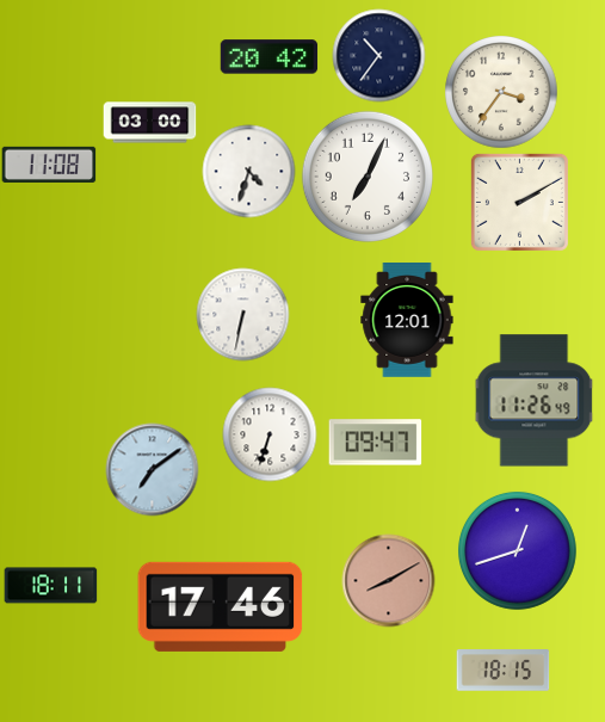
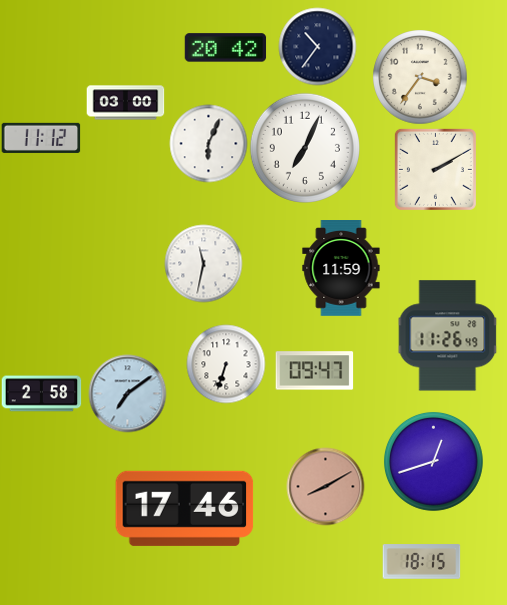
clock at (49, 165): 11:08 -> 11:12
clock at (248, 171): 4:33 -> 6:04
clock at (368, 177) position: (368, 177) -> (305, 148)
clock at (242, 314): 6:32 -> 11:32
clock at (407, 321): 12:01 -> 11:59
clock at (41, 394): none -> 2:58
clock at (50, 586): 18:11 -> none
